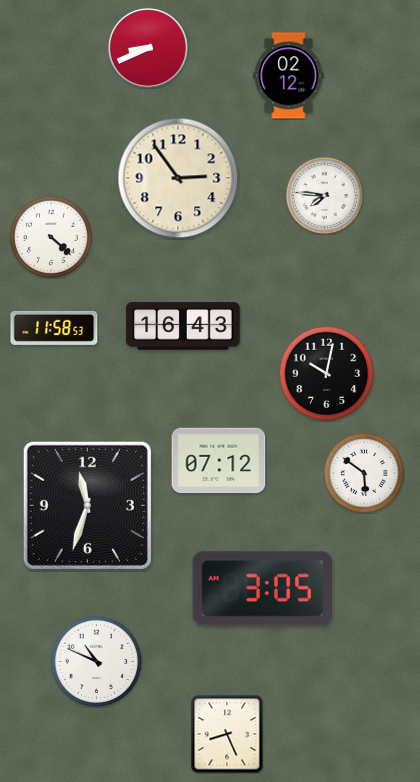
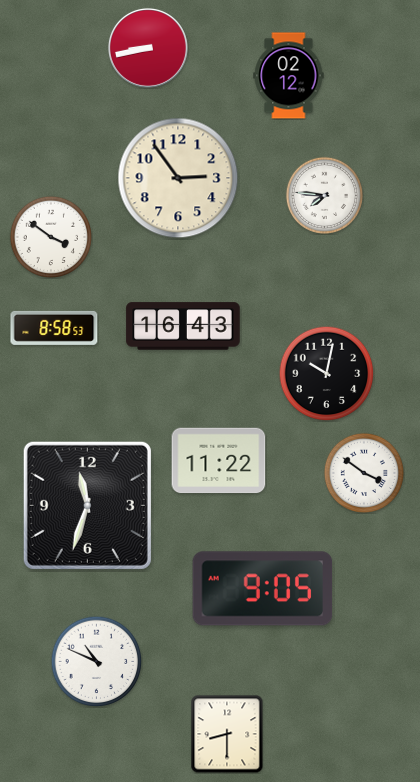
clock at (148, 48): 8:41 -> 8:43
clock at (50, 236): 4:22 -> 3:51
clock at (54, 328): 11:58 -> 8:58
clock at (219, 461): 07:12 -> 11:22
clock at (363, 472): 5:51 -> 3:51
clock at (263, 589): 3:05 -> 9:05
clock at (227, 734): 8:26 -> 8:30
